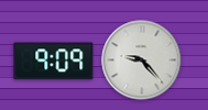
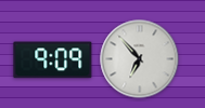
clock at (142, 61): 9:23 -> 6:53
